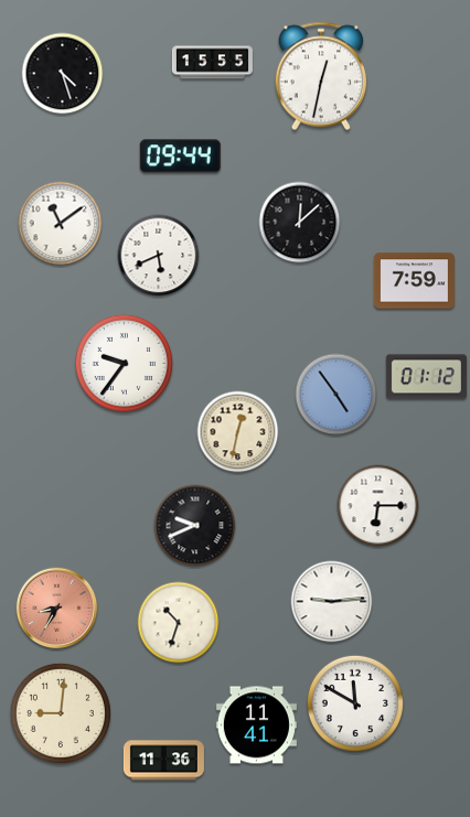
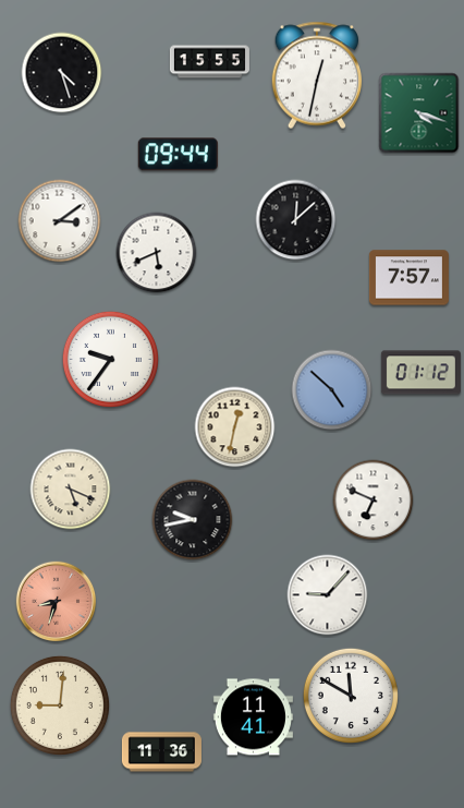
clock at (419, 113): none -> 4:18
clock at (61, 224): 11:09 -> 3:09
clock at (414, 281): 7:59 -> 7:57
clock at (124, 363) position: (124, 363) -> (110, 359)
clock at (337, 395): 4:54 -> 4:52
clock at (71, 490): none -> 5:19
clock at (378, 506): 6:15 -> 6:49
clock at (195, 526): 9:41 -> 9:43
clock at (332, 602): 9:14 -> 9:07
clock at (57, 609): 8:35 -> 8:33
clock at (179, 623): 10:33 -> none
